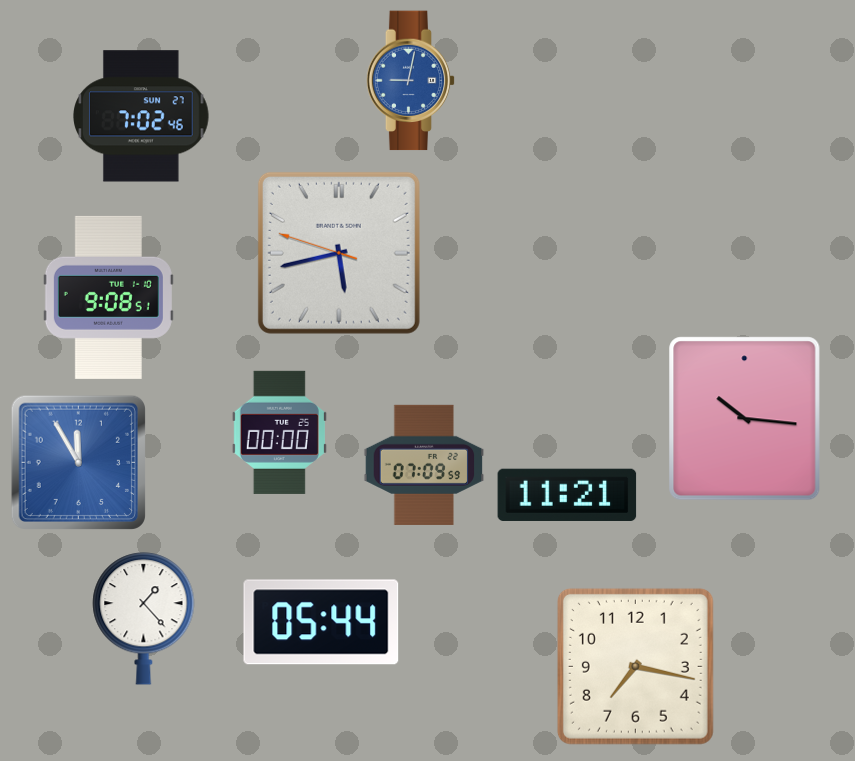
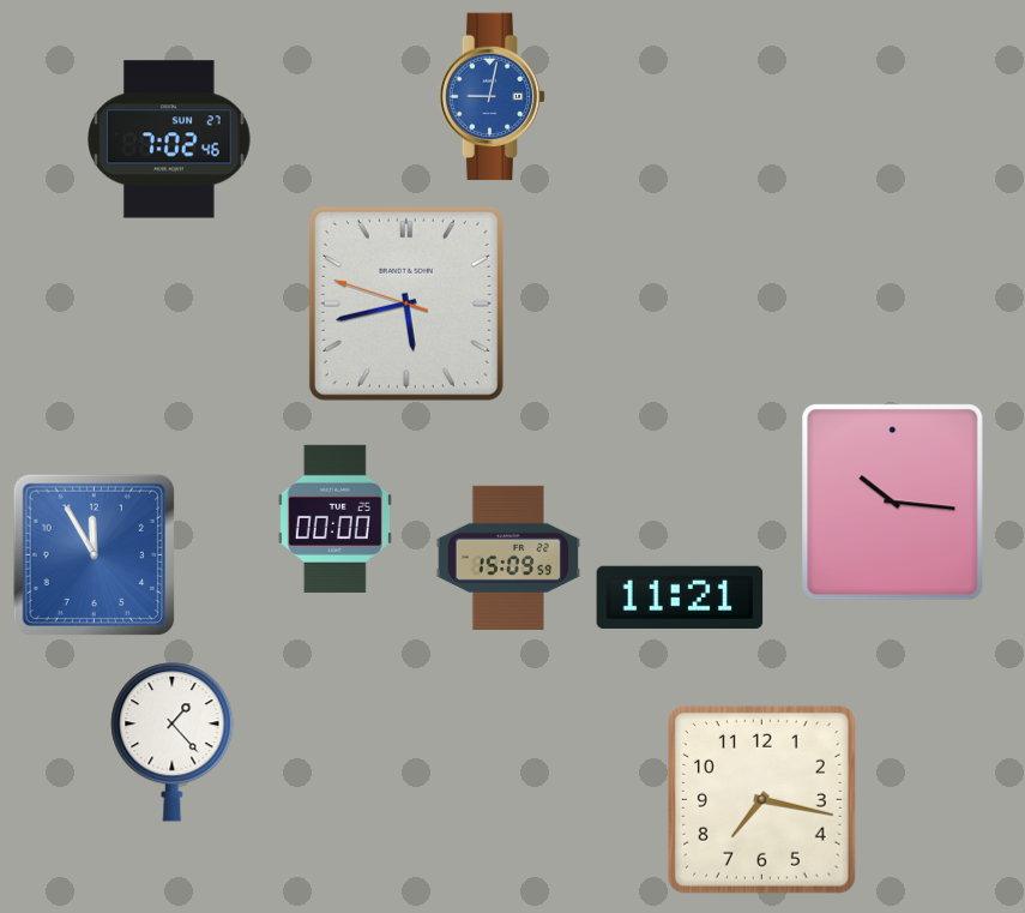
clock at (108, 297): 9:08 -> none
clock at (424, 465): 07:09 -> 15:09
clock at (567, 494) position: (567, 494) -> (680, 596)
clock at (321, 622): 05:44 -> none
